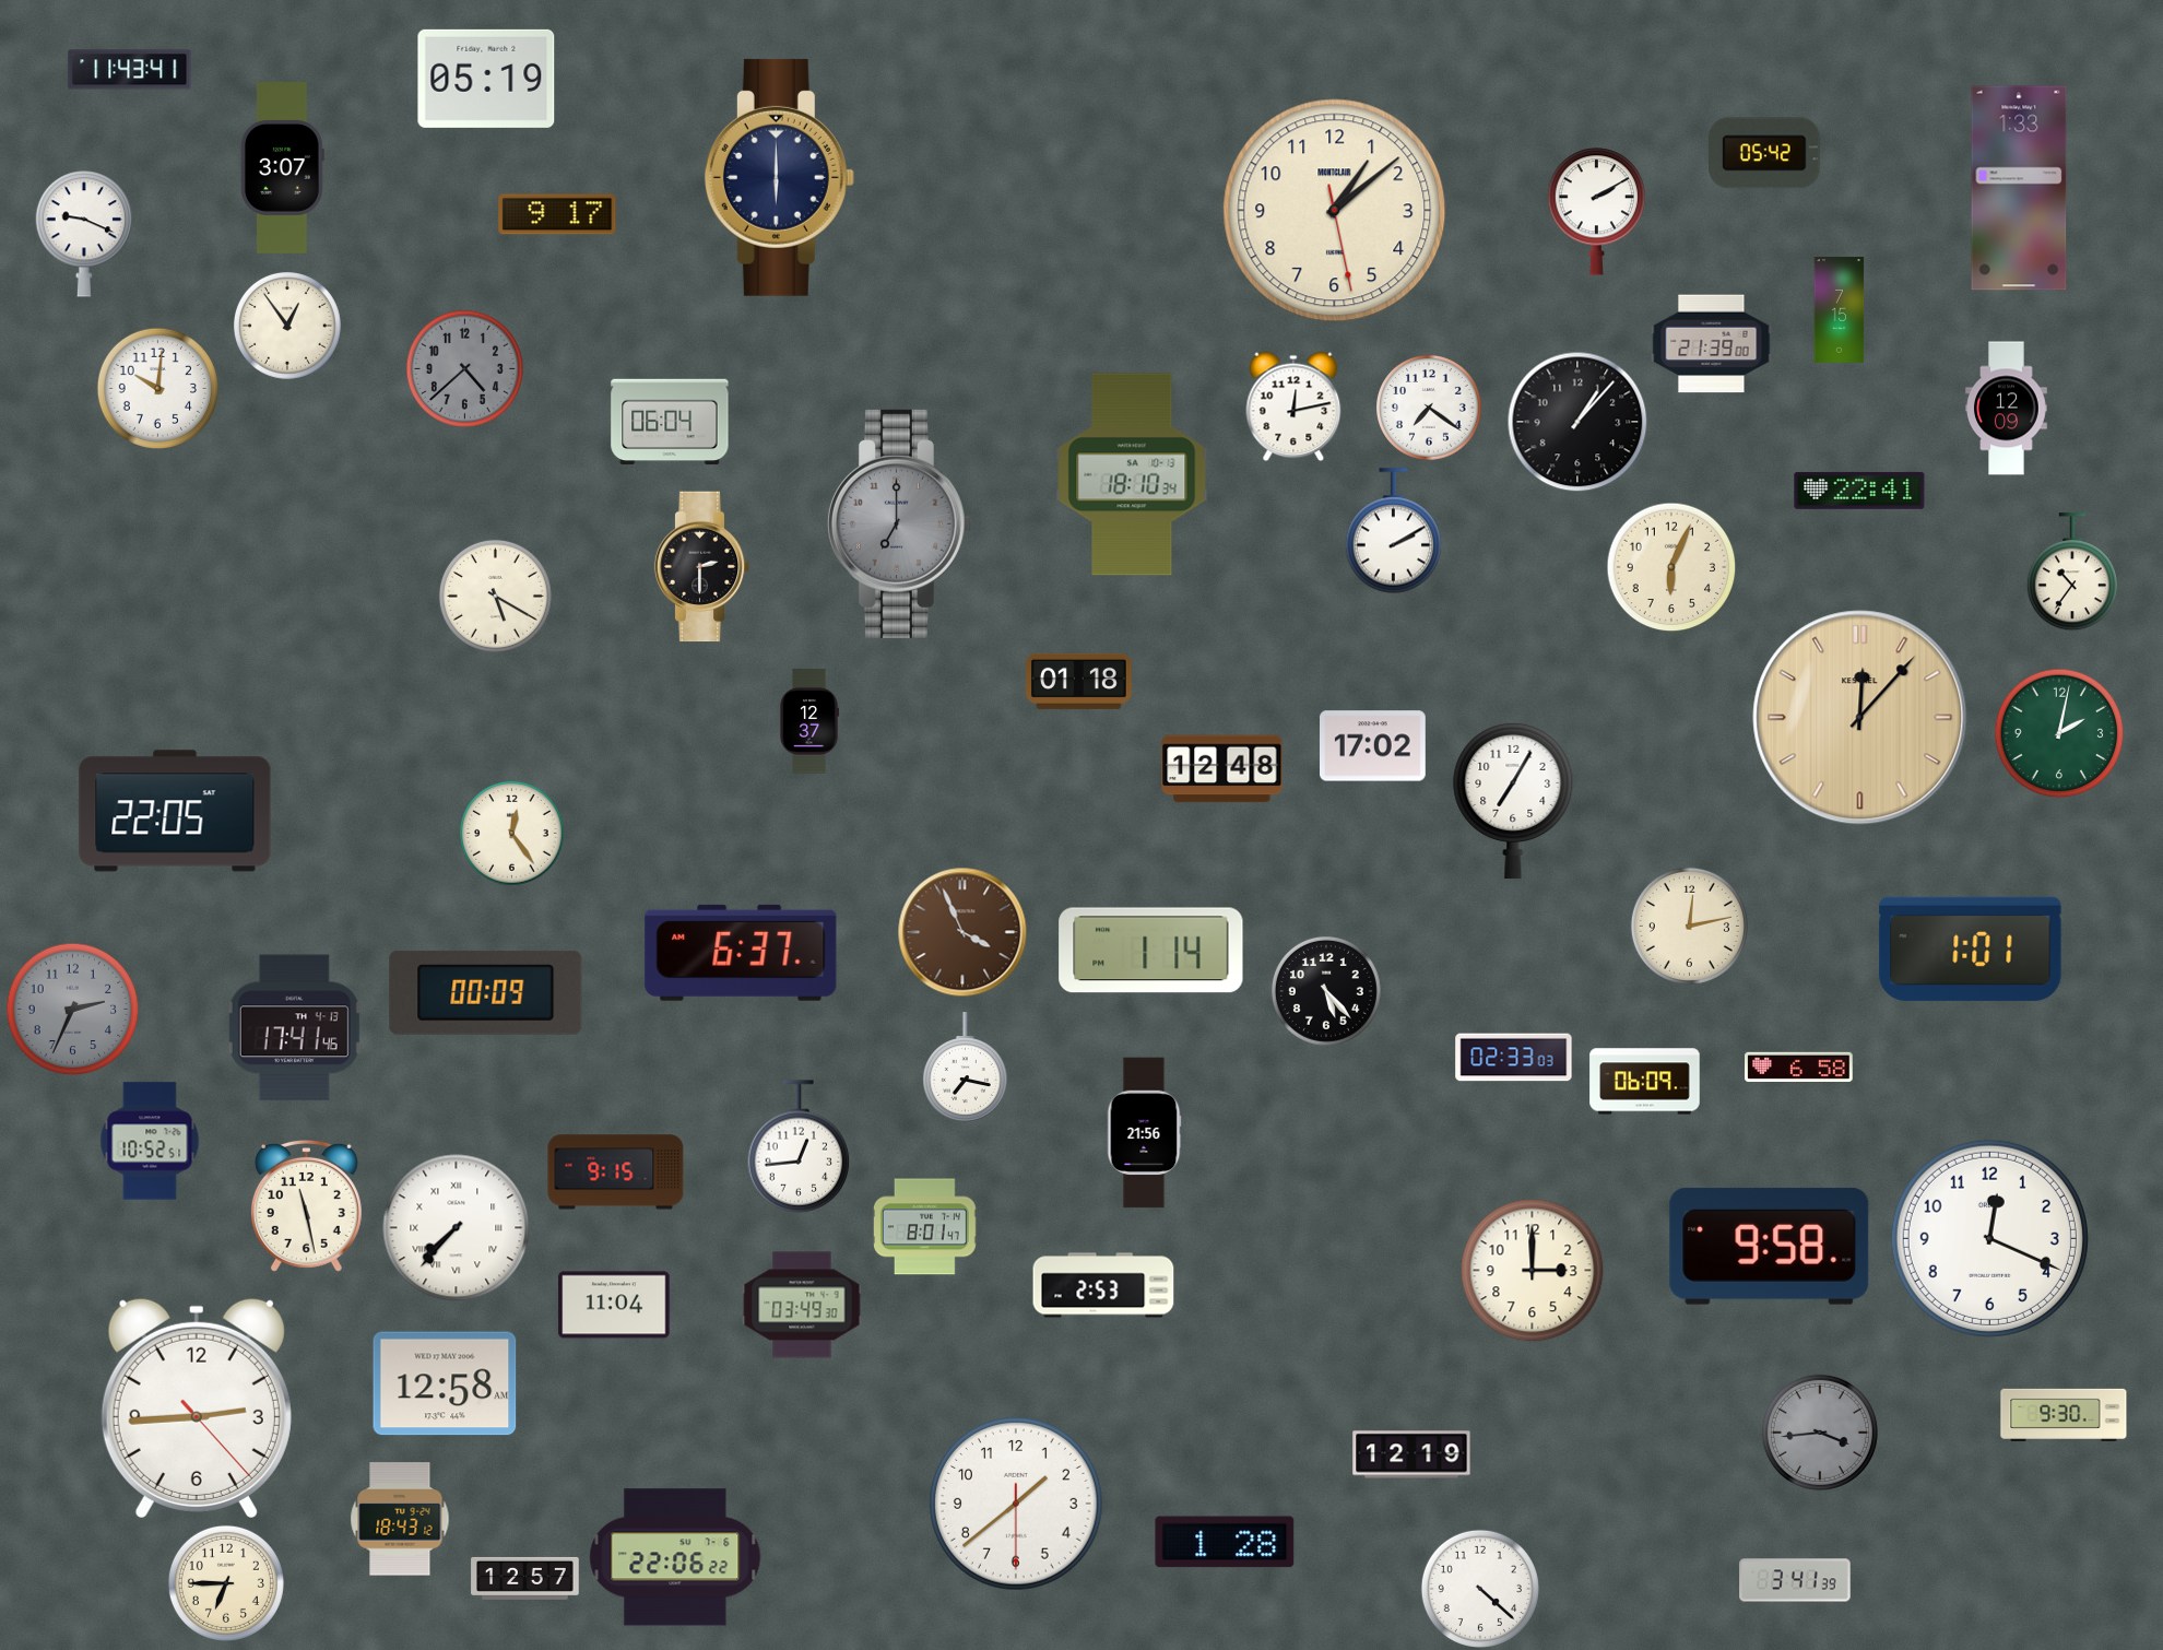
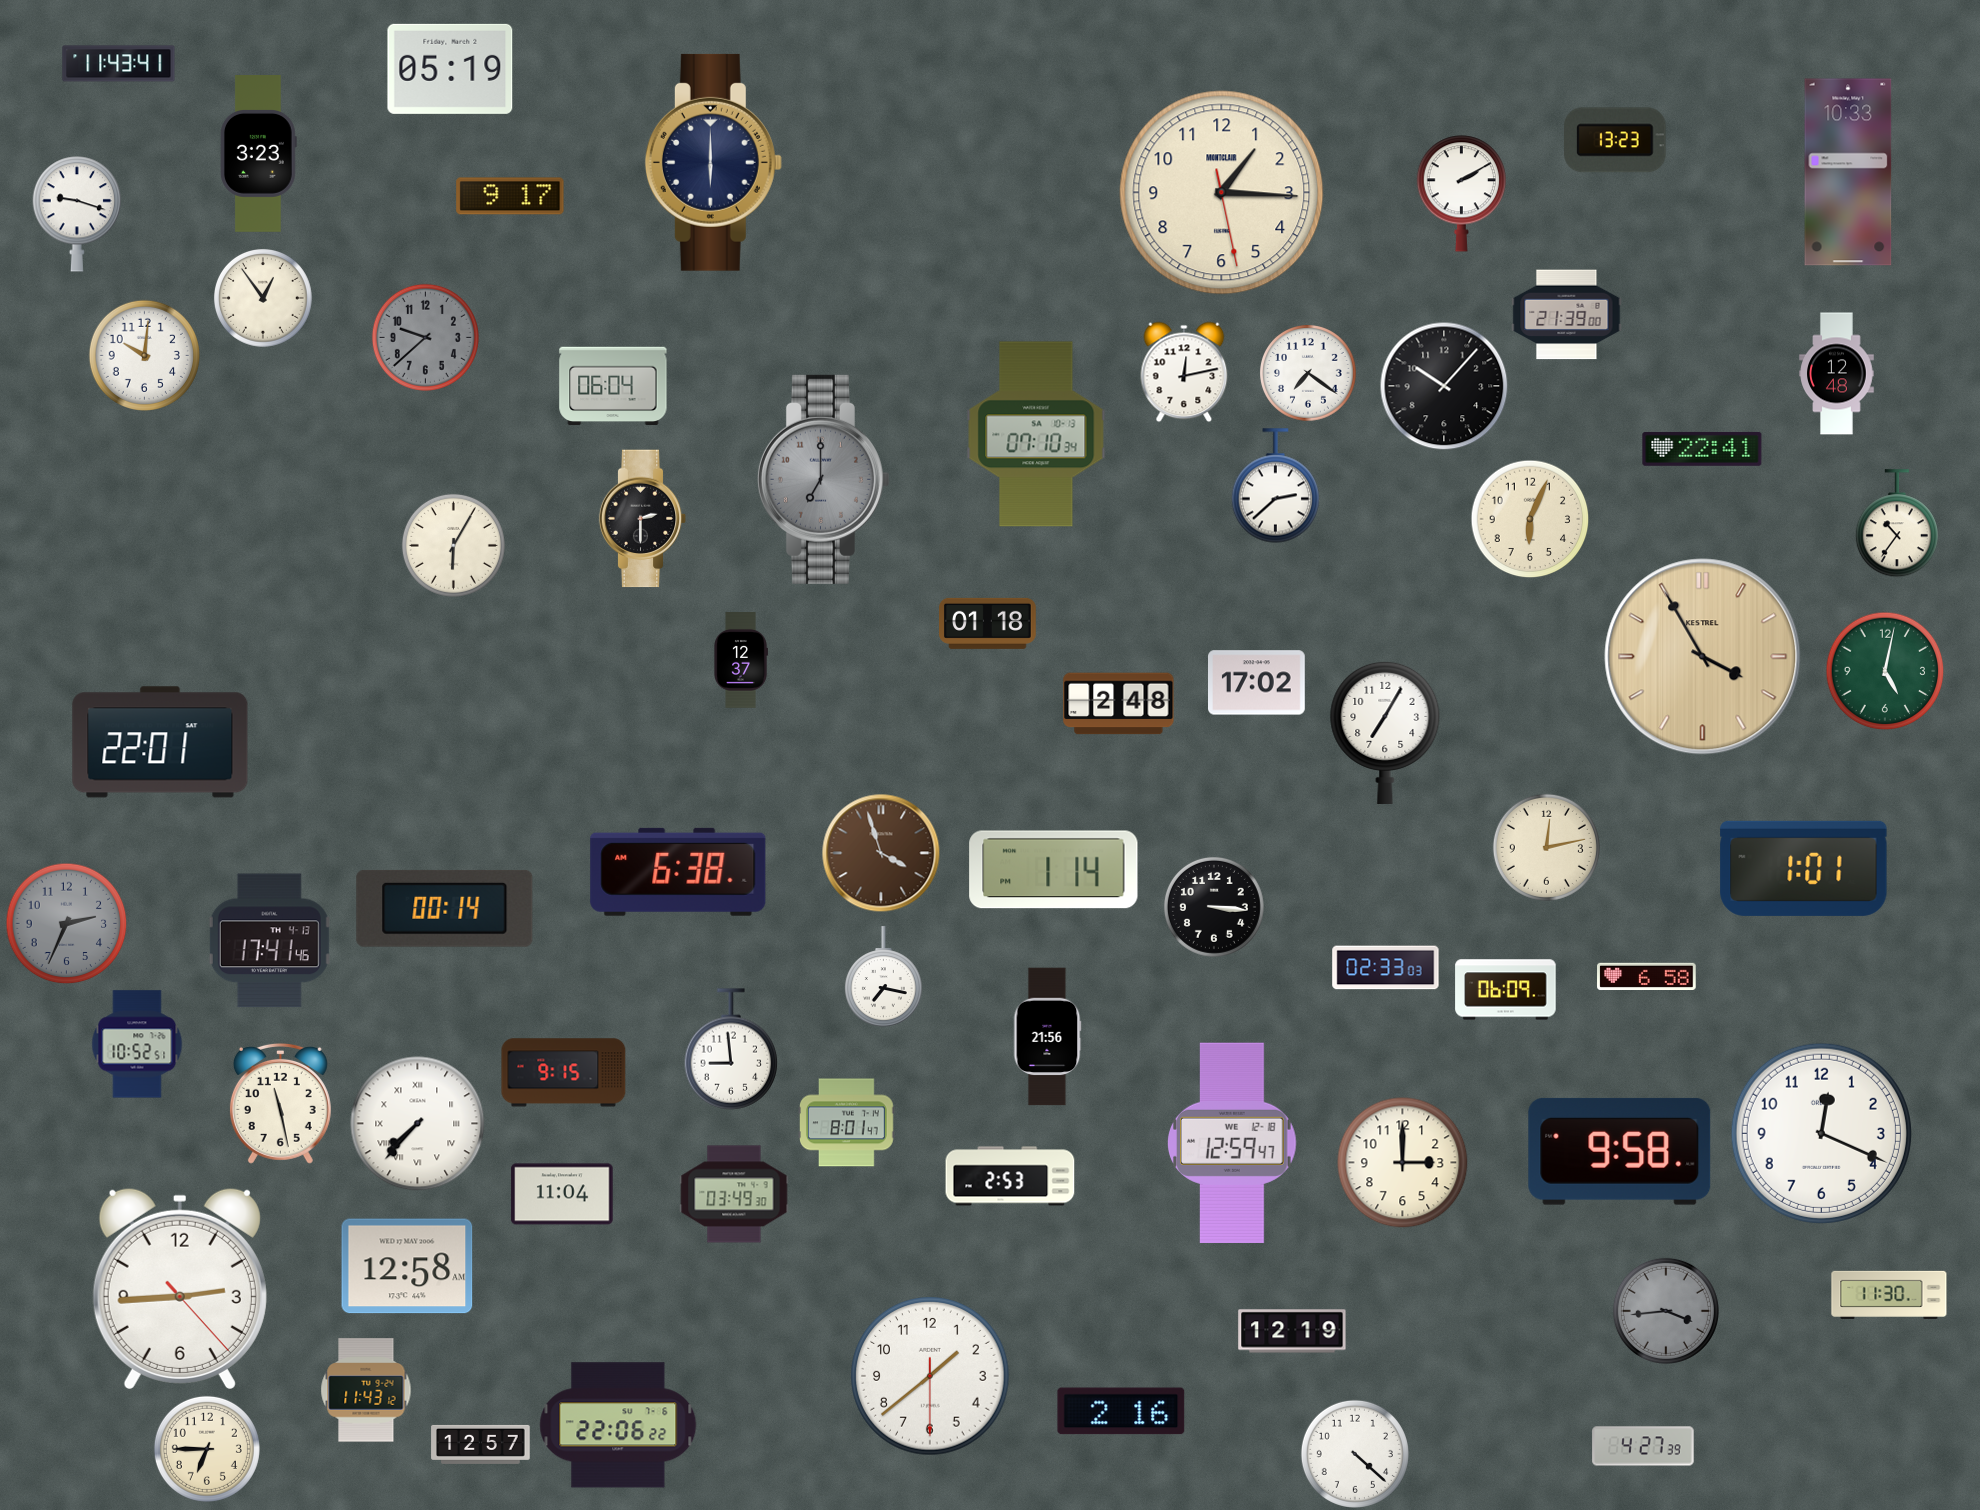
clock at (486, 79) position: (486, 79) -> (450, 69)
clock at (1765, 153): 05:42 -> 13:23
clock at (283, 168): 3:07 -> 3:23
clock at (2019, 188): 1:33 -> 10:33
clock at (1335, 211): 1:08 -> 1:15
clock at (83, 234): 9:19 -> 9:18
clock at (1840, 310): 7:15 -> none
clock at (464, 368): 4:38 -> 9:38
clock at (2007, 409): 12:09 -> 12:48
clock at (1577, 422): 1:07 -> 10:07
clock at (1132, 474): 18:10 -> 07:10
clock at (1393, 531): 2:10 -> 2:38
clock at (495, 596): 5:20 -> 6:05
clock at (1860, 718): 12:07 -> 3:55
clock at (2059, 733): 2:02 -> 5:02
clock at (1222, 769): 12:48 -> 2:48
clock at (175, 811): 22:05 -> 22:01
clock at (511, 833): 12:24 -> none
clock at (962, 932): 3:56 -> 3:57
clock at (741, 953): 6:37 -> 6:38
clock at (1326, 991): 5:23 -> 3:16
clock at (486, 992): 00:09 -> 00:14
clock at (799, 1146): 12:44 -> 8:59
clock at (1770, 1246) position: (1770, 1246) -> (1620, 1151)
clock at (1233, 1143): none -> 12:59
clock at (2064, 1415): 9:30 -> 11:30
clock at (400, 1519): 18:43 -> 11:43
clock at (1225, 1542): 1:28 -> 2:16
clock at (1795, 1580): 3:41 -> 4:27
